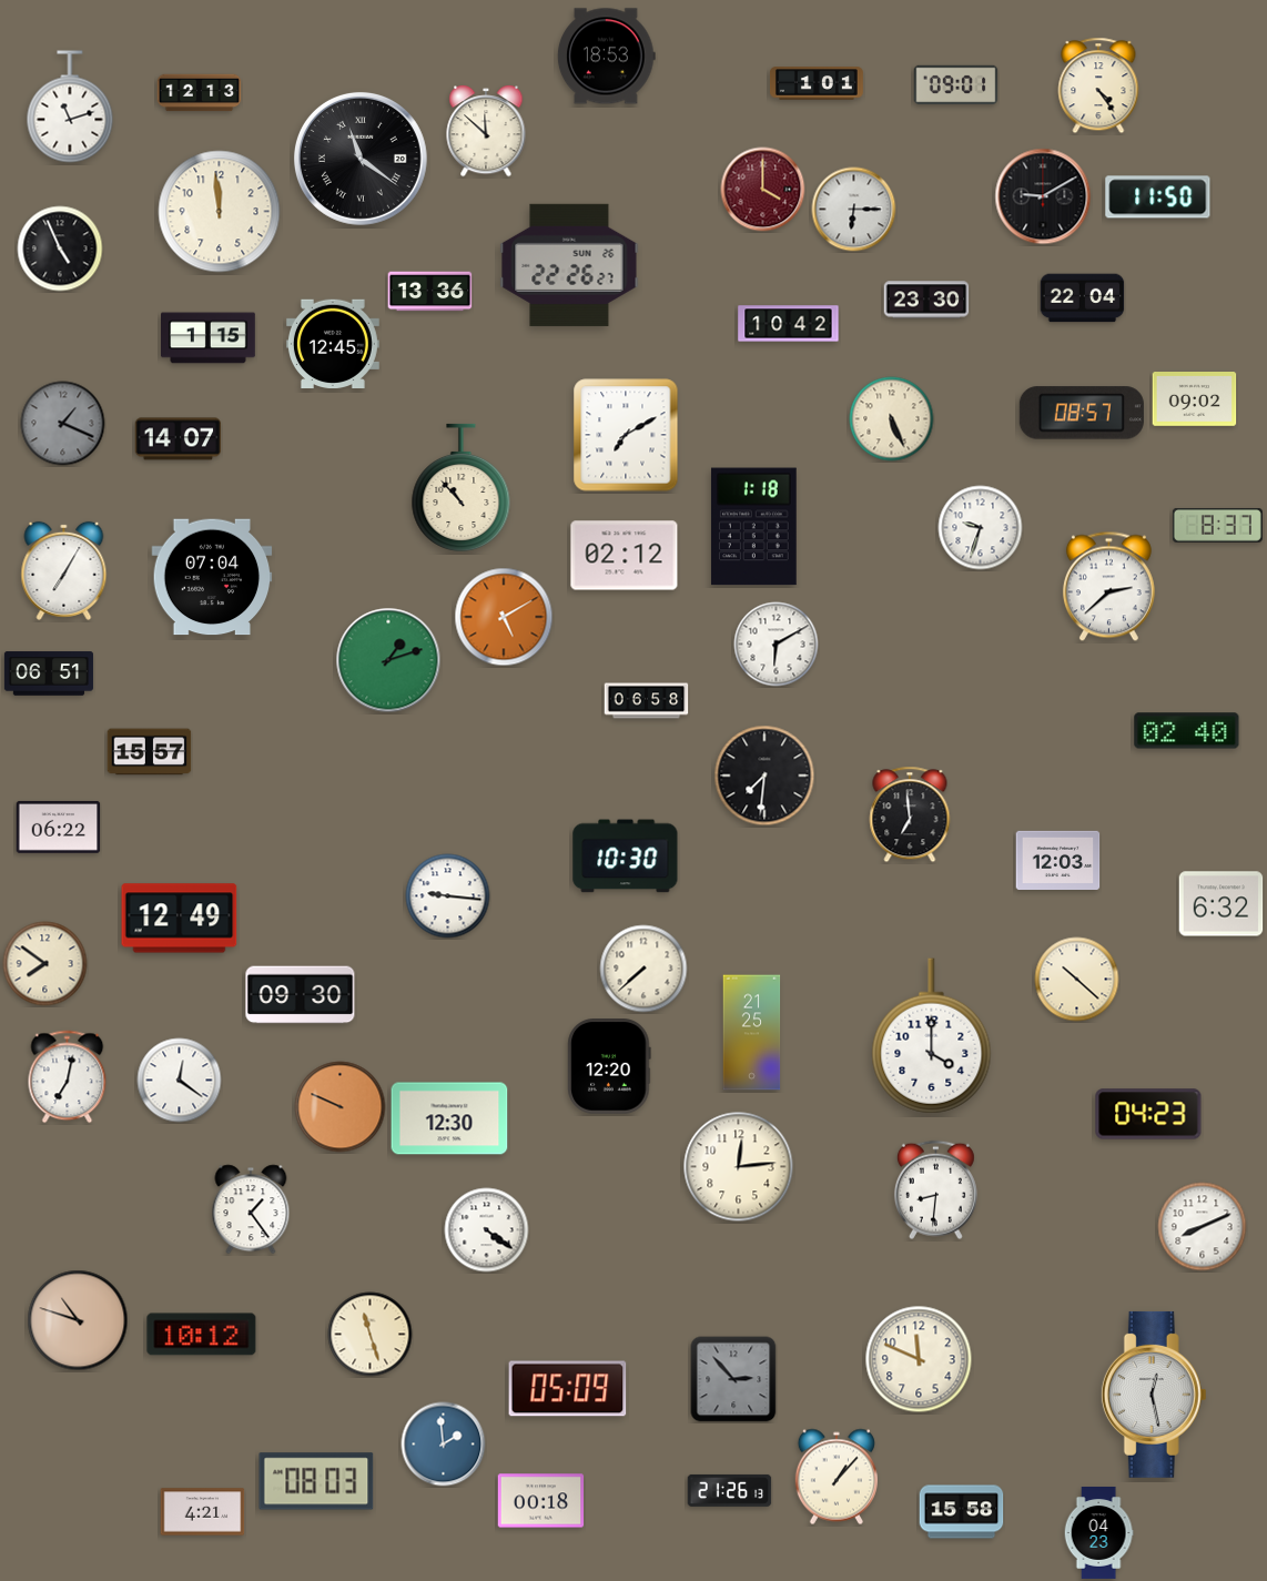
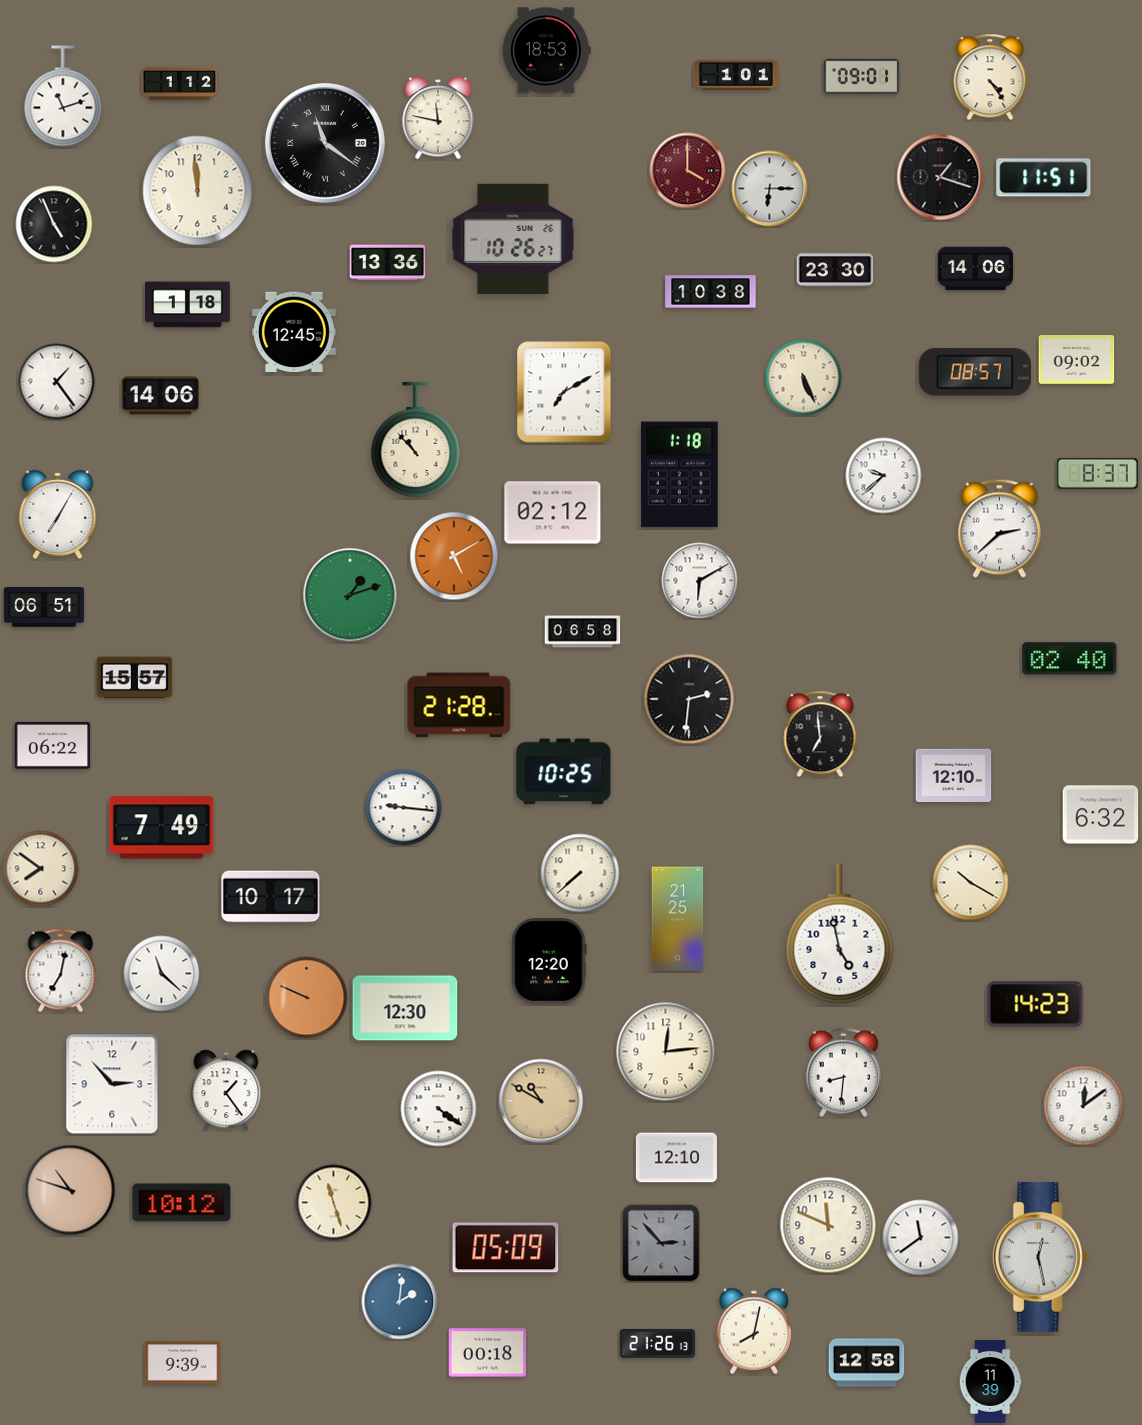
clock at (200, 93): 12:13 -> 1:12
clock at (486, 131): 11:52 -> 11:47
clock at (1043, 196): 9:10 -> 1:18
clock at (1158, 197): 11:50 -> 11:51
clock at (569, 265): 22:26 -> 10:26
clock at (1083, 298): 22:04 -> 14:06
clock at (789, 324): 10:42 -> 10:38
clock at (209, 338): 1:15 -> 1:18
clock at (333, 344) position: (333, 344) -> (294, 332)
clock at (63, 424): 1:19 -> 1:24
clock at (63, 424) dial: grey -> white
clock at (179, 439): 14:07 -> 14:06
clock at (981, 528): 9:33 -> 9:38
clock at (625, 556) position: (625, 556) -> (553, 513)
clock at (212, 577): 07:04 -> none
clock at (764, 776): 7:31 -> 2:31
clock at (459, 705): none -> 21:28
clock at (626, 857): 10:30 -> 10:25
clock at (1058, 860): 12:03 -> 12:10
clock at (180, 919): 12:49 -> 7:49
clock at (1077, 980): 10:22 -> 10:20
clock at (301, 995): 09:30 -> 10:17
clock at (752, 1033) position: (752, 1033) -> (678, 919)
clock at (932, 1036): 4:00 -> 4:58
clock at (180, 1081): 12:21 -> 11:22
clock at (1148, 1114): 04:23 -> 14:23
clock at (112, 1084): none -> 2:53
clock at (541, 1101): none -> 10:50
clock at (1203, 1227): 8:11 -> 12:09
clock at (676, 1158): none -> 12:10
clock at (921, 1238): none -> 11:39
clock at (568, 1389) position: (568, 1389) -> (506, 1248)
clock at (444, 1445): 1:59 -> 2:01
clock at (835, 1477): 1:07 -> 8:02
clock at (316, 1481): 08:03 -> none
clock at (203, 1512): 4:21 -> 9:39
clock at (962, 1512): 15:58 -> 12:58
clock at (1098, 1532): 04:23 -> 11:39
